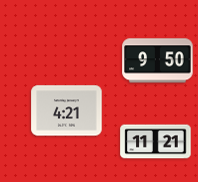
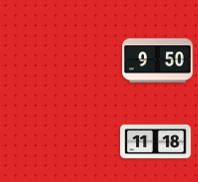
clock at (67, 111): 4:21 -> none
clock at (156, 142): 11:21 -> 11:18
